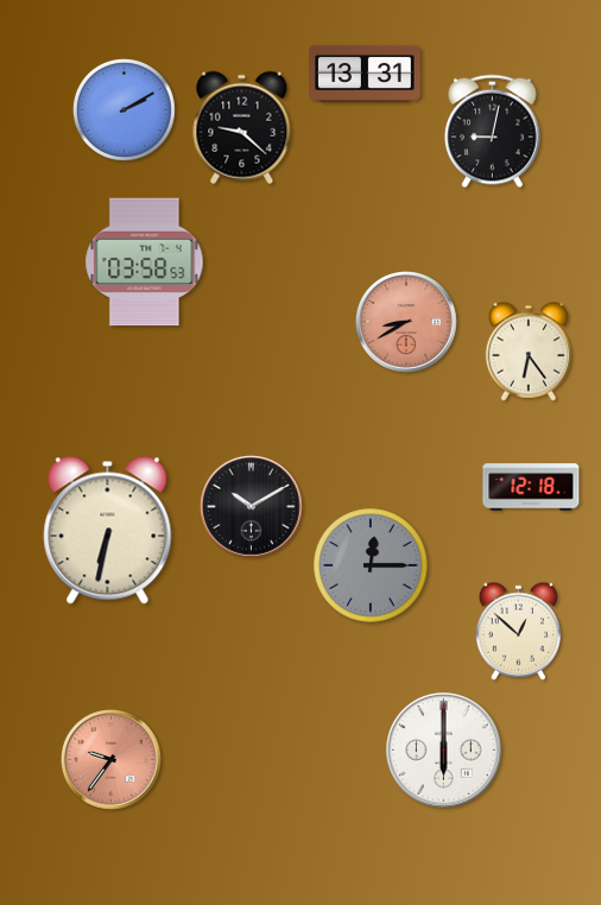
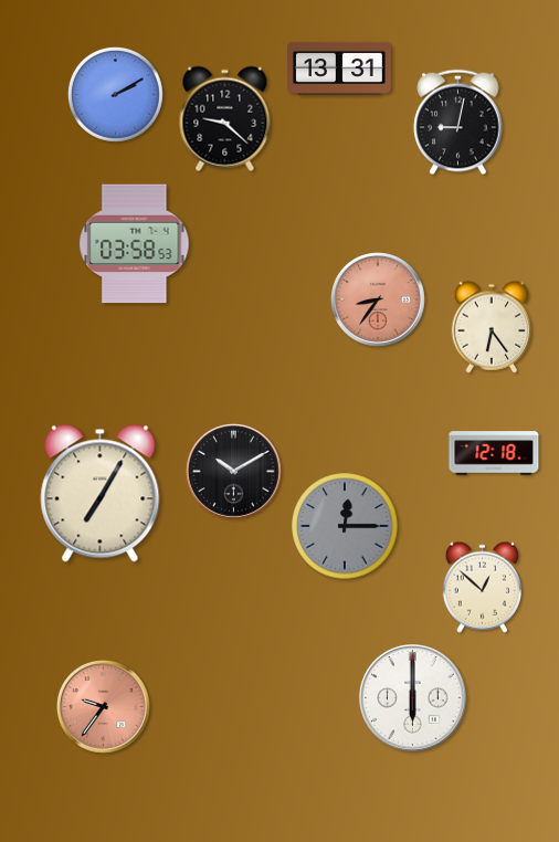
clock at (124, 109) position: (124, 109) -> (115, 94)
clock at (407, 323): 8:40 -> 8:36
clock at (108, 531): 6:32 -> 7:05
